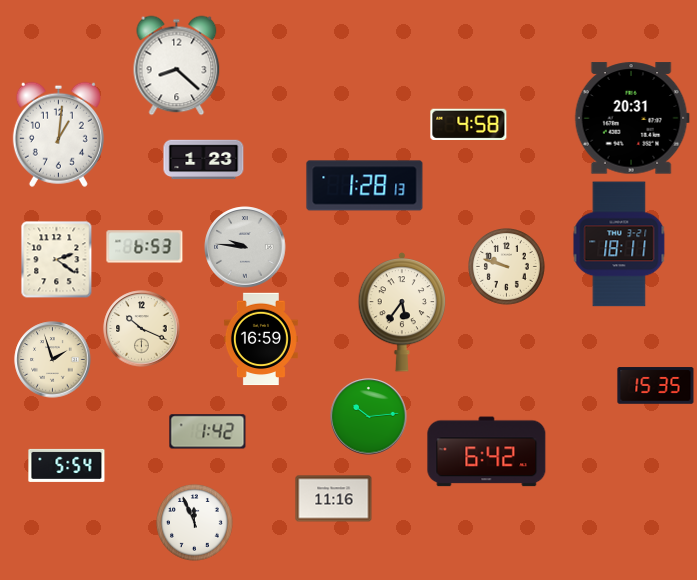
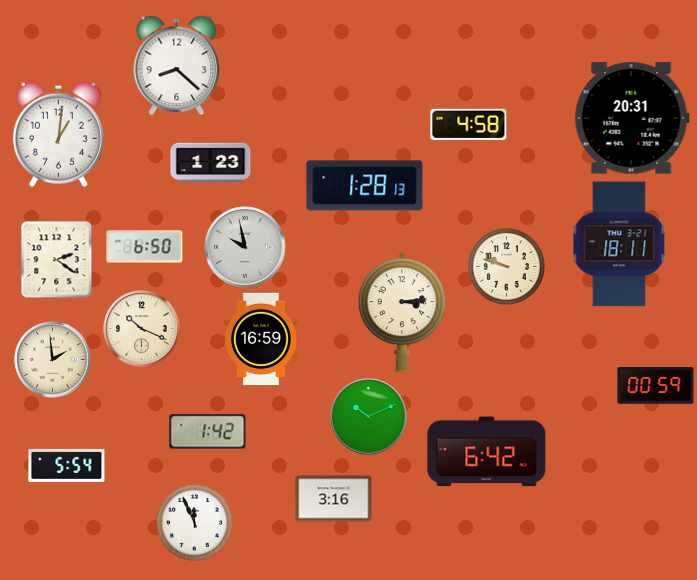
clock at (204, 160) position: (204, 160) -> (211, 163)
clock at (145, 247): 6:53 -> 6:50
clock at (245, 247): 9:46 -> 9:58
clock at (401, 312): 5:36 -> 3:14
clock at (53, 360): 1:57 -> 1:59
clock at (656, 386): 15:35 -> 00:59
clock at (369, 417): 10:14 -> 10:11
clock at (334, 499): 11:16 -> 3:16
